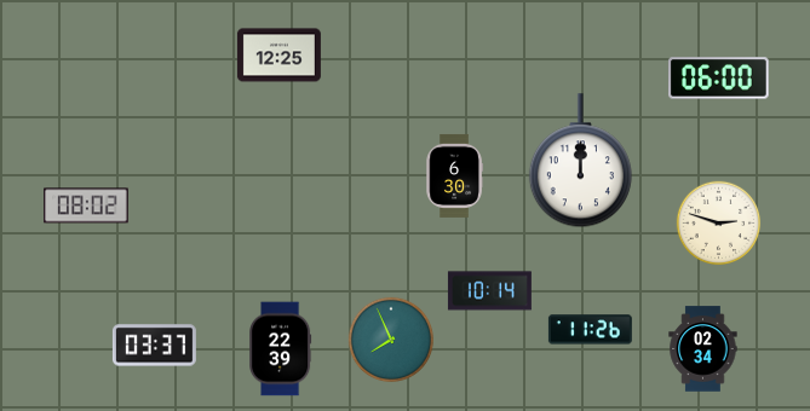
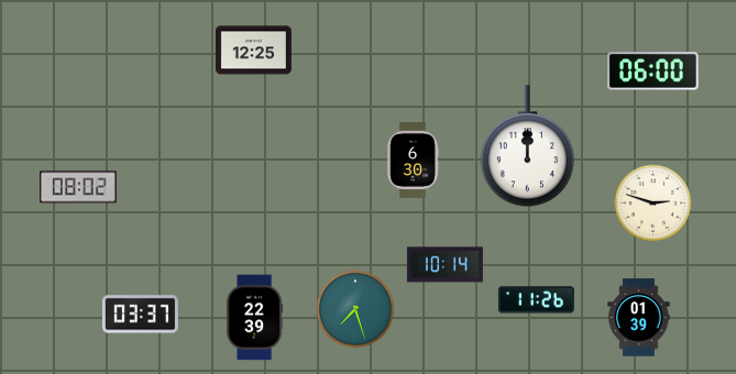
clock at (390, 338): 7:56 -> 7:27
clock at (703, 349): 02:34 -> 01:39
